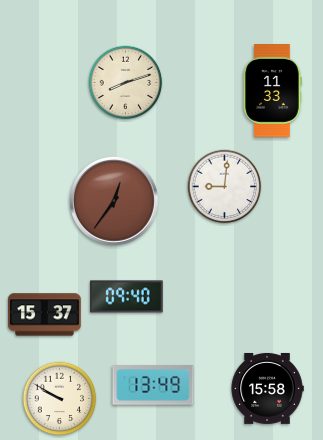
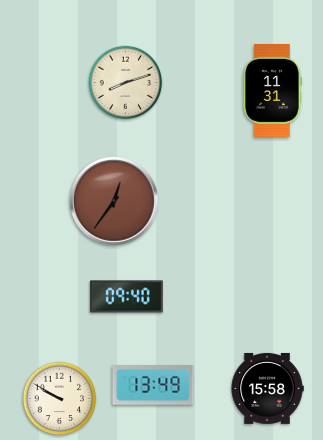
clock at (272, 91): 11:33 -> 11:31
clock at (225, 187): 9:01 -> none
clock at (45, 315): 15:37 -> none
